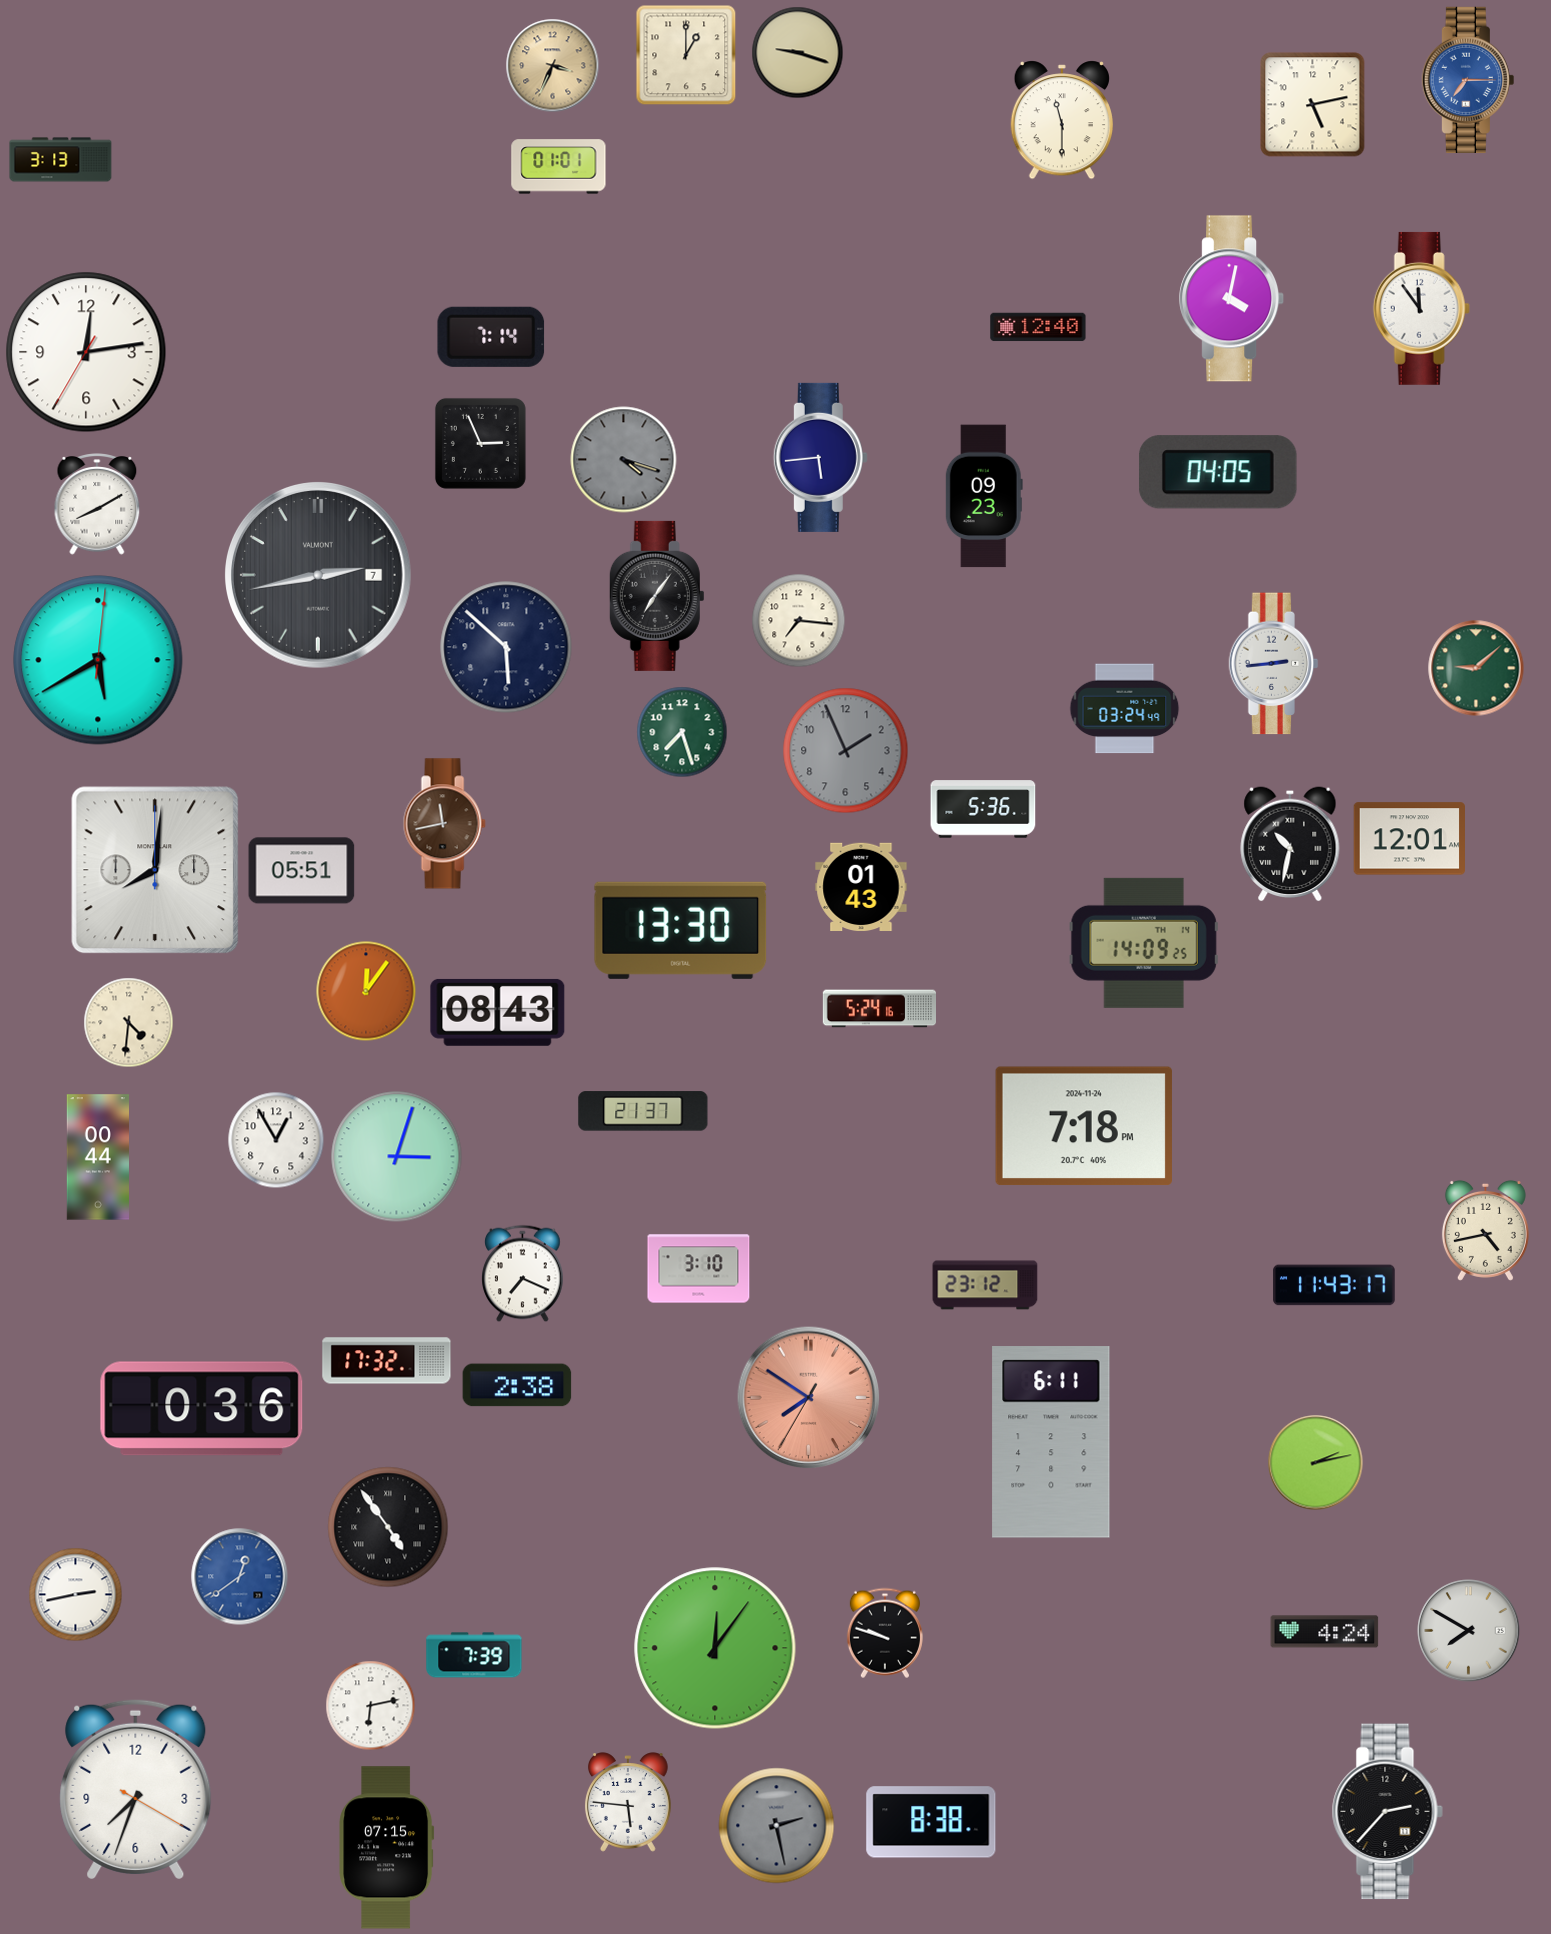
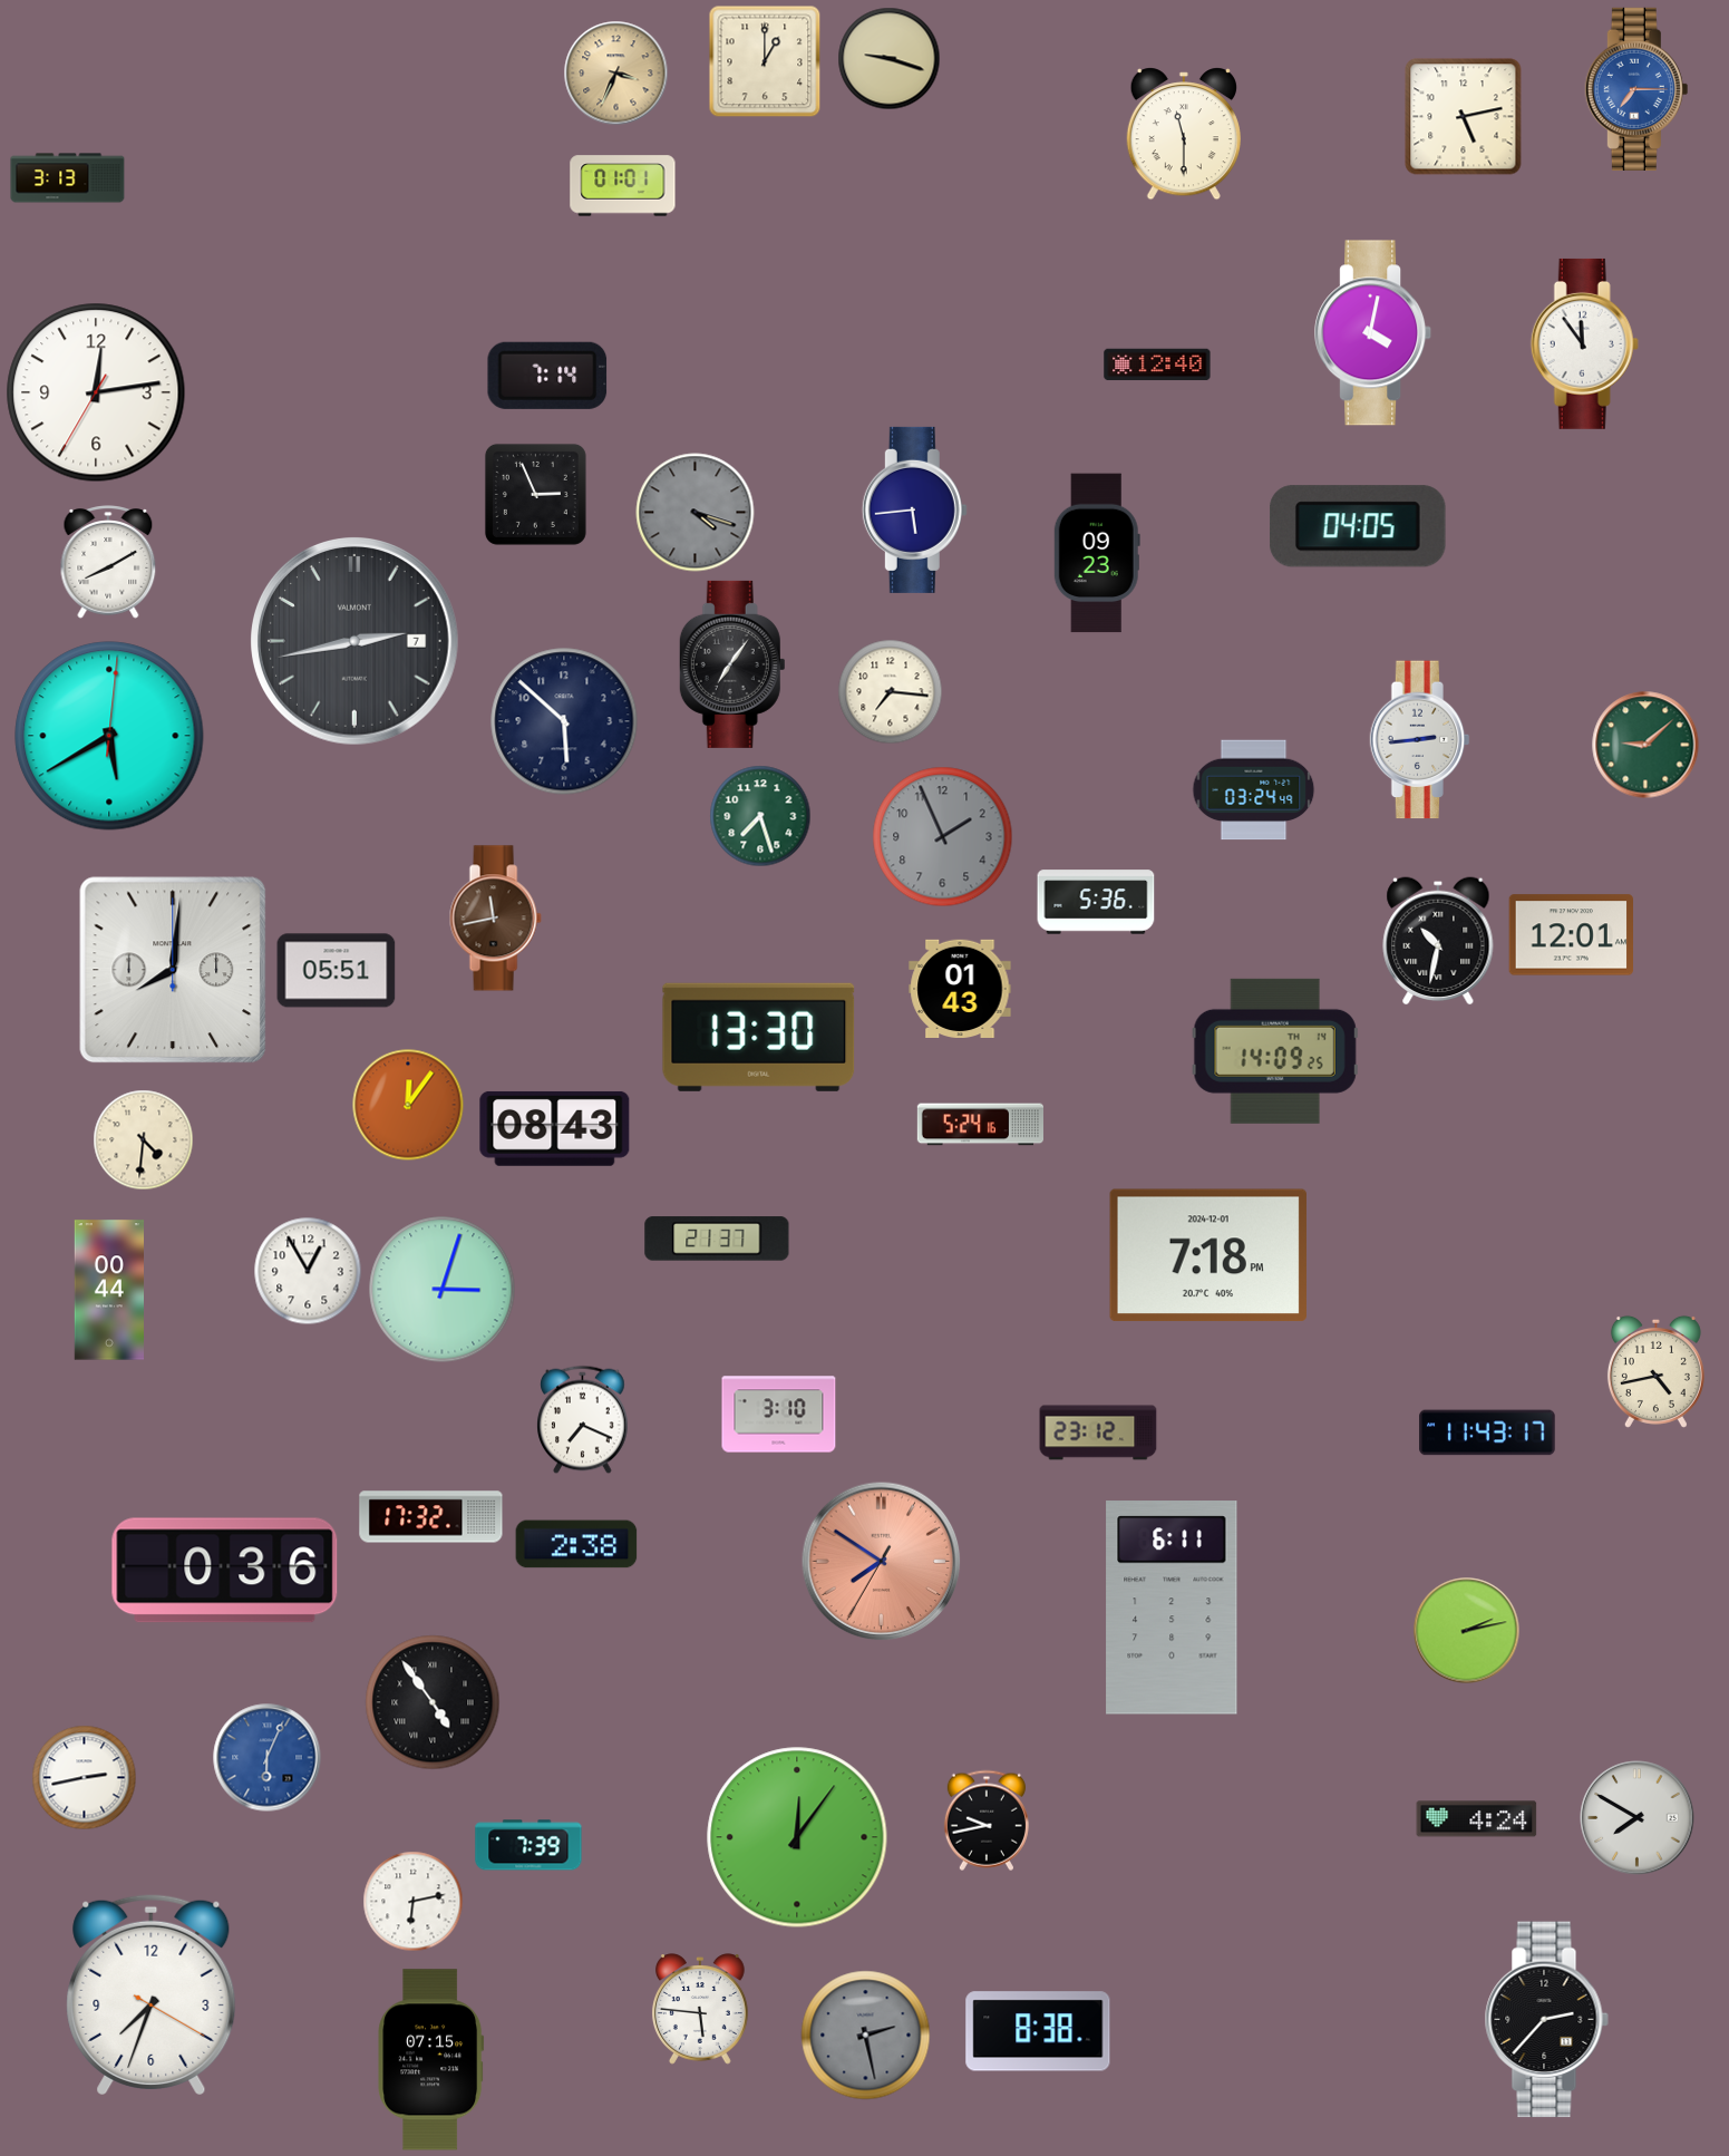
clock at (1084, 1126) date: 2024-11-24 -> 2024-12-01
clock at (809, 1398) position: (809, 1398) -> (882, 1562)
clock at (240, 1577): 12:39 -> 6:04
clock at (885, 1633): 9:48 -> 9:43
